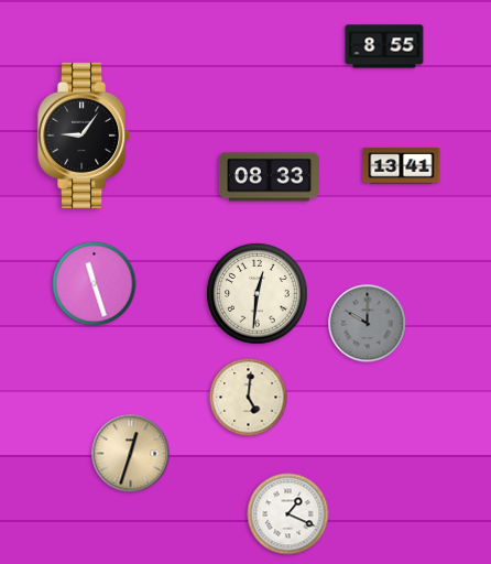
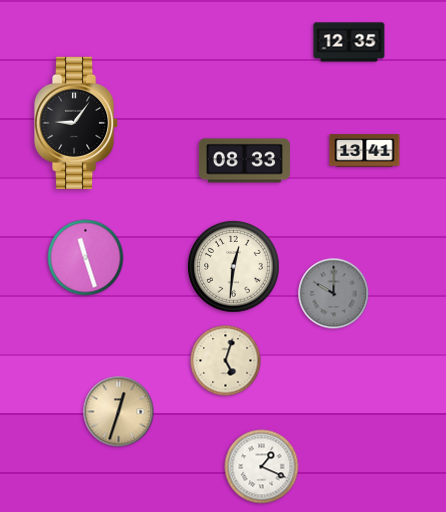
clock at (384, 46): 8:55 -> 12:35
clock at (249, 398): 5:01 -> 5:03
